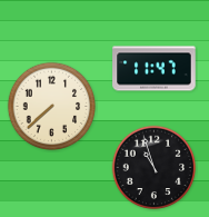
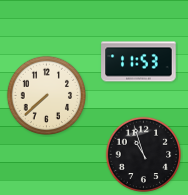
clock at (155, 69): 11:47 -> 11:53
clock at (155, 168) position: (155, 168) -> (144, 155)
